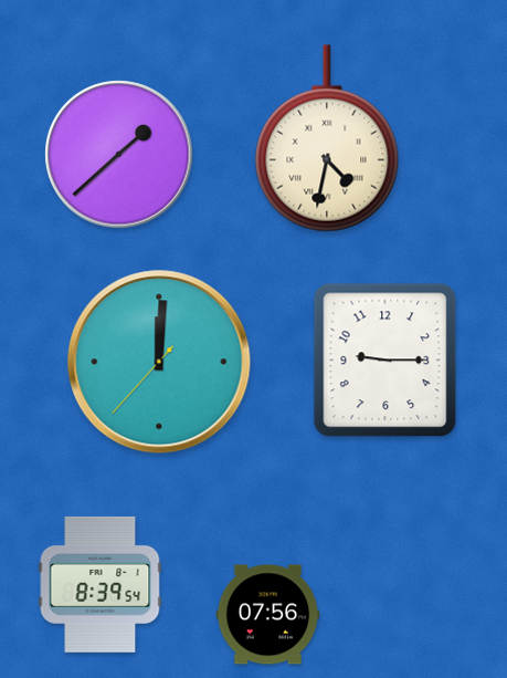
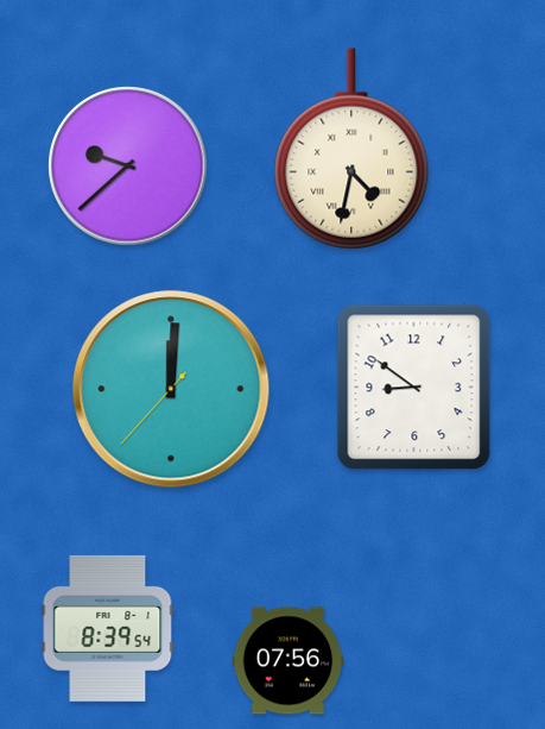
clock at (119, 155): 1:38 -> 9:38
clock at (385, 361): 9:15 -> 8:51
